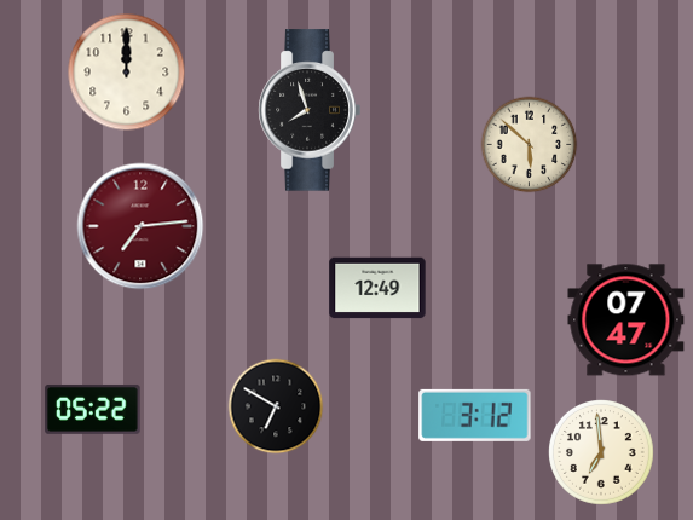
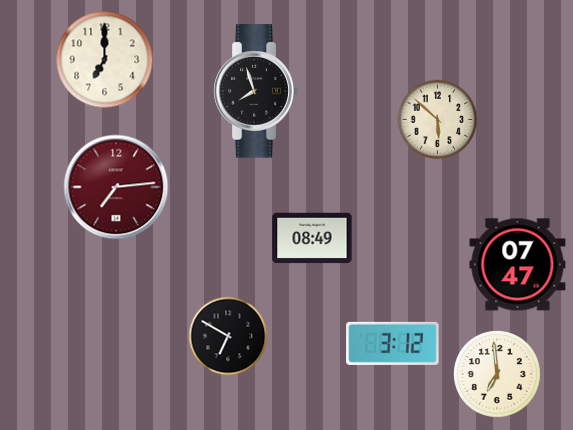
clock at (127, 73): 12:00 -> 7:00
clock at (377, 288): 12:49 -> 08:49
clock at (93, 409): 05:22 -> none
